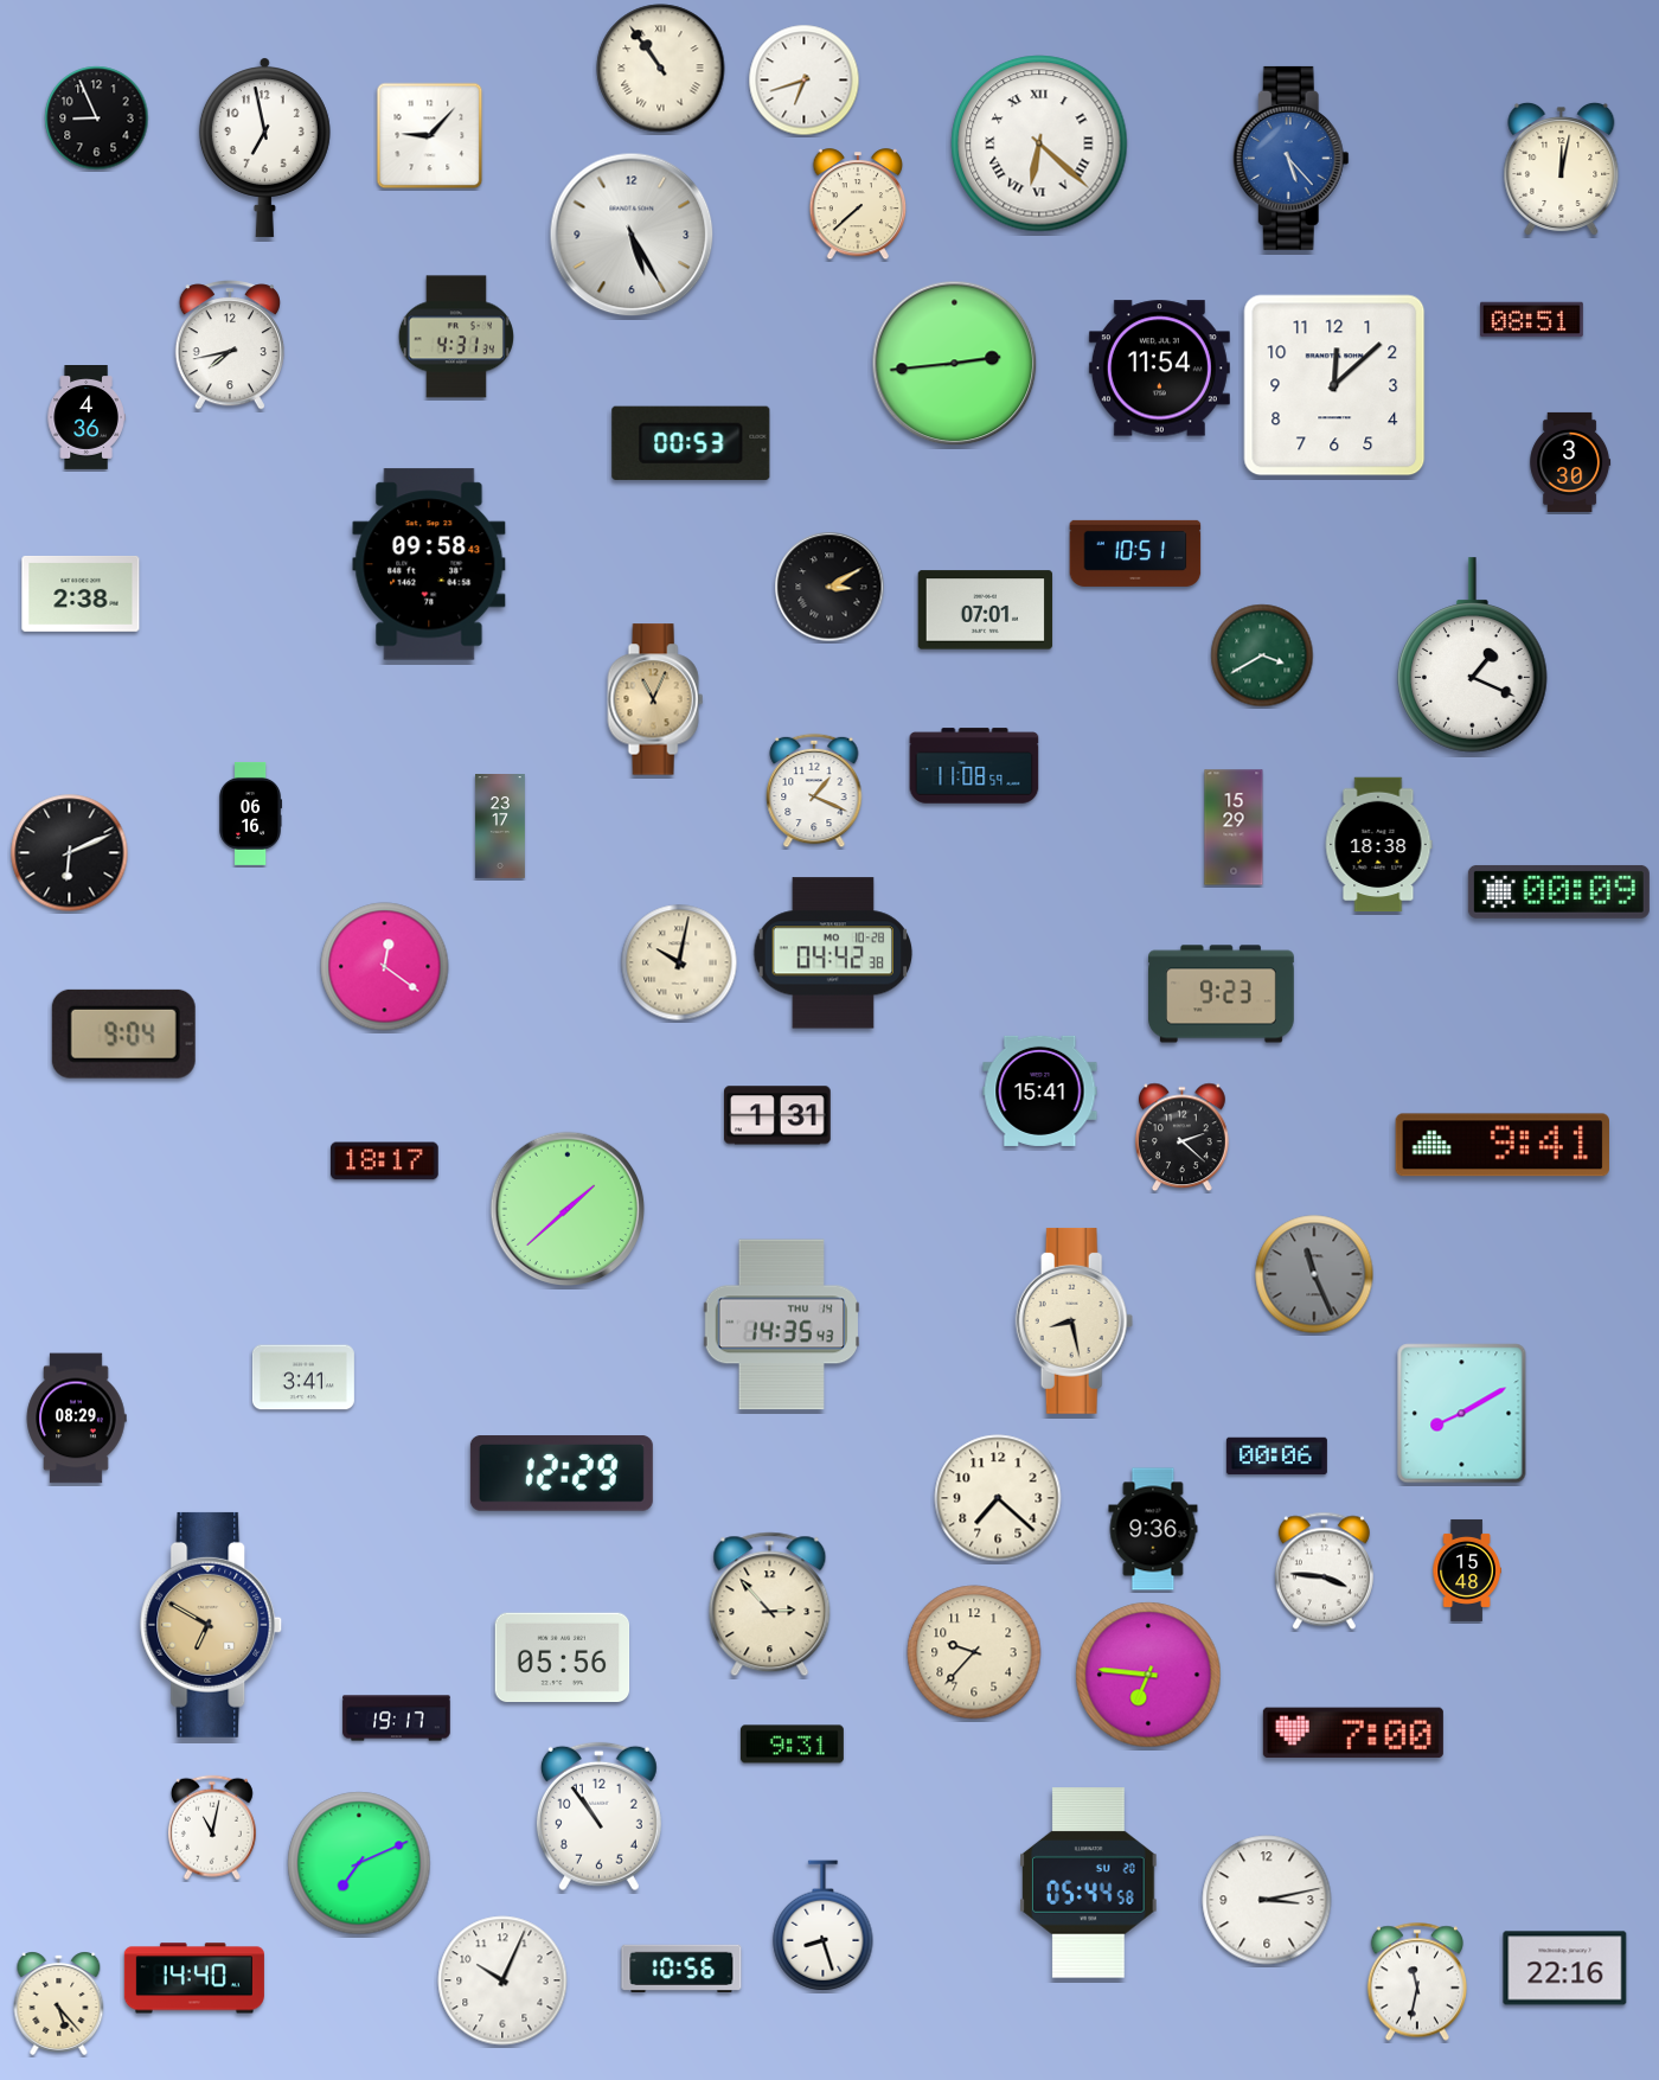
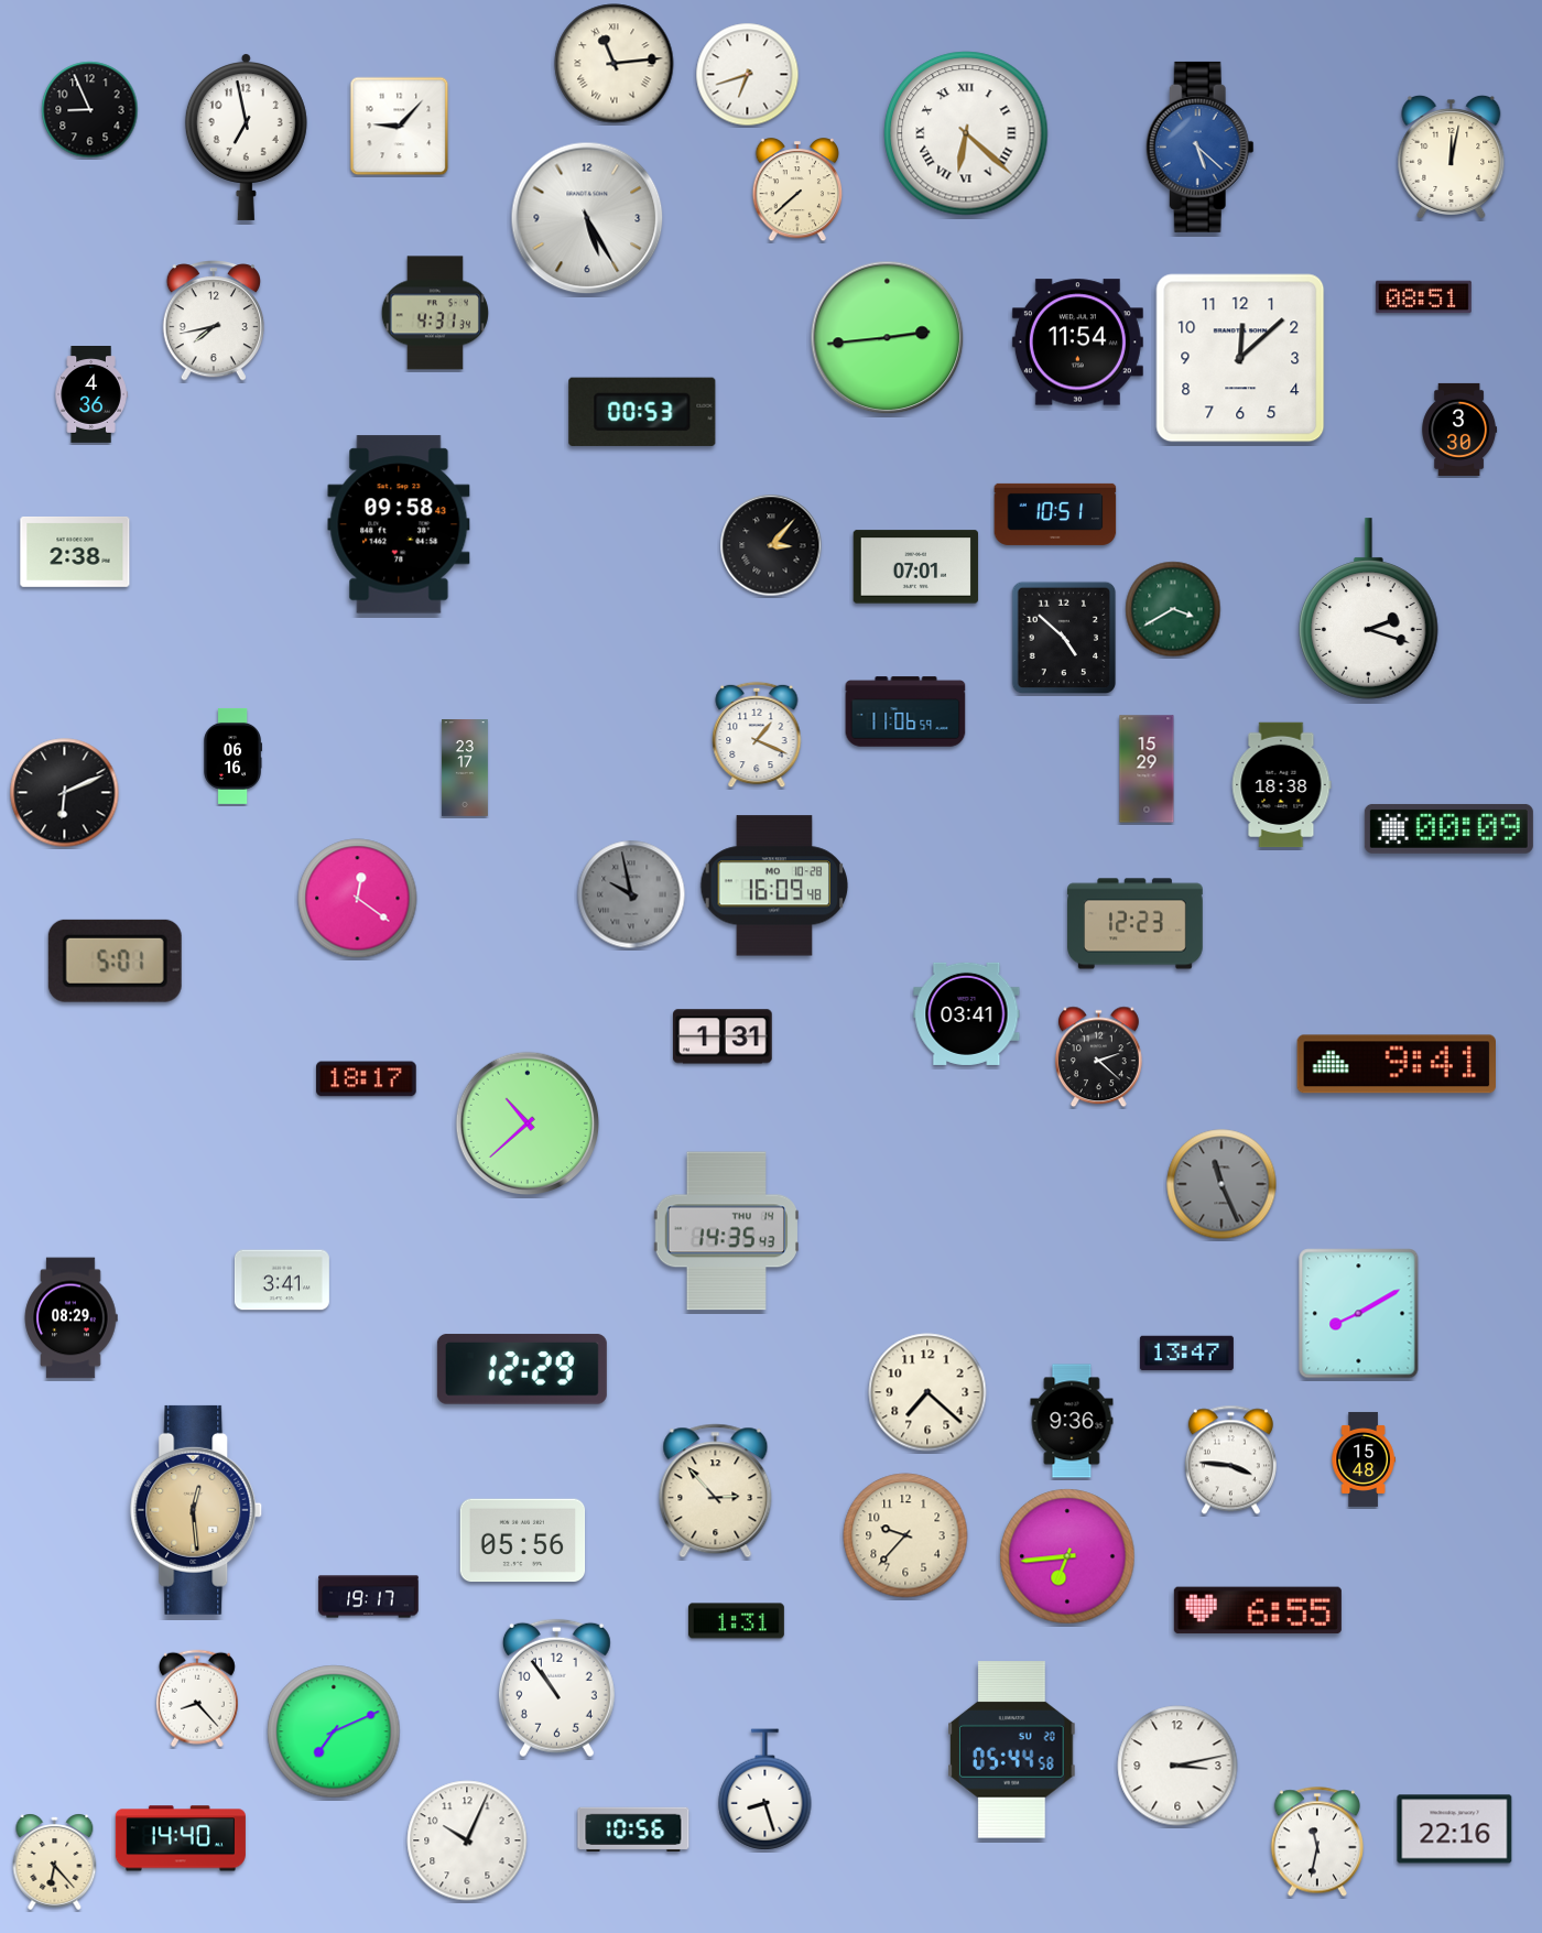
clock at (661, 69): 10:54 -> 11:14
clock at (1290, 158): 5:23 -> 5:22
clock at (456, 337) position: (456, 337) -> (435, 313)
clock at (87, 417) position: (87, 417) -> (91, 394)
clock at (829, 587): 3:10 -> 3:07
clock at (1473, 655): 1:19 -> 2:18
clock at (1064, 638): none -> 4:52
clock at (655, 699): 11:04 -> none
clock at (974, 766): 11:08 -> 11:06
clock at (833, 953): 04:42 -> 16:09
clock at (679, 962): 10:02 -> 9:58
clock at (679, 962) dial: cream -> grey
clock at (1222, 994): 9:23 -> 12:23
clock at (123, 1033): 9:04 -> 5:01
clock at (1040, 1090): 15:41 -> 03:41
clock at (385, 1161) position: (385, 1161) -> (367, 1079)
clock at (568, 1209): 1:38 -> 10:38
clock at (1075, 1320): 8:28 -> none
clock at (1276, 1457): 00:06 -> 13:47
clock at (211, 1625): 6:50 -> 12:29
clock at (1148, 1675): 6:46 -> 6:44
clock at (1353, 1733): 7:00 -> 6:55
clock at (792, 1745): 9:31 -> 1:31
clock at (212, 1828): 11:02 -> 8:23
clock at (59, 2003): 5:23 -> 6:23
